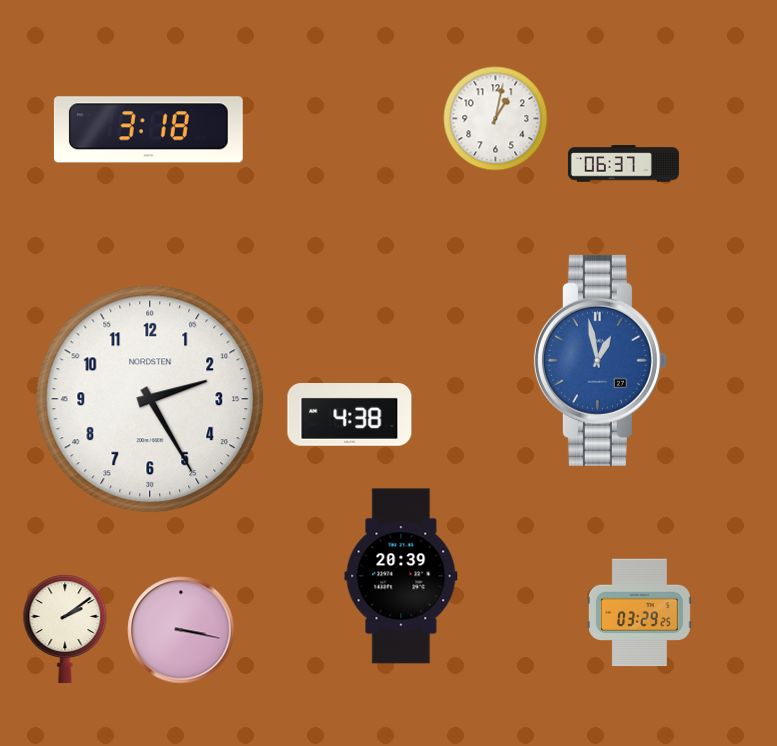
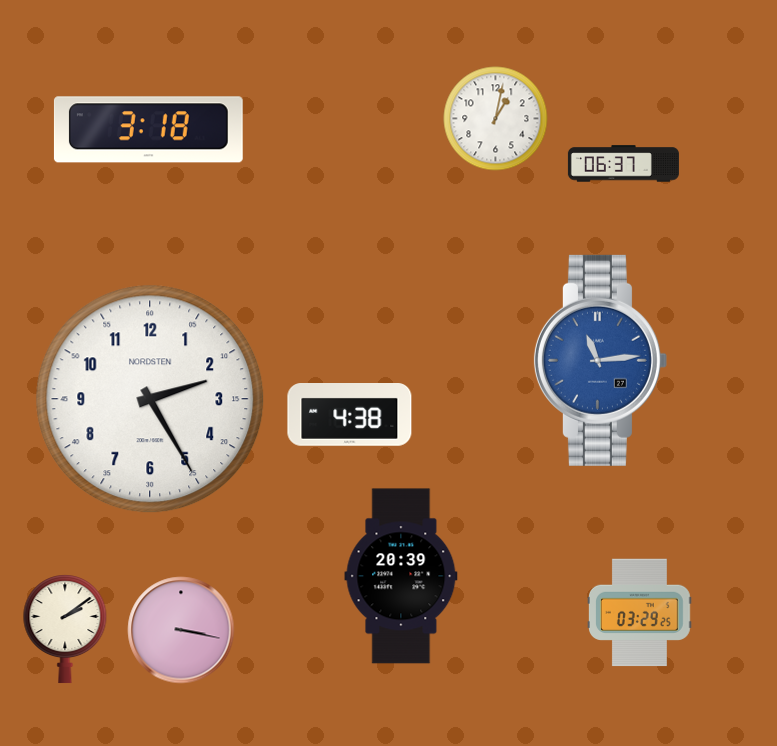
clock at (600, 360): 12:58 -> 11:14
